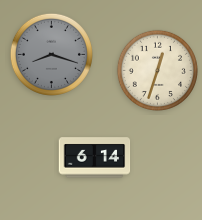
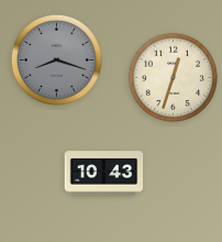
clock at (95, 158): 6:14 -> 10:43
